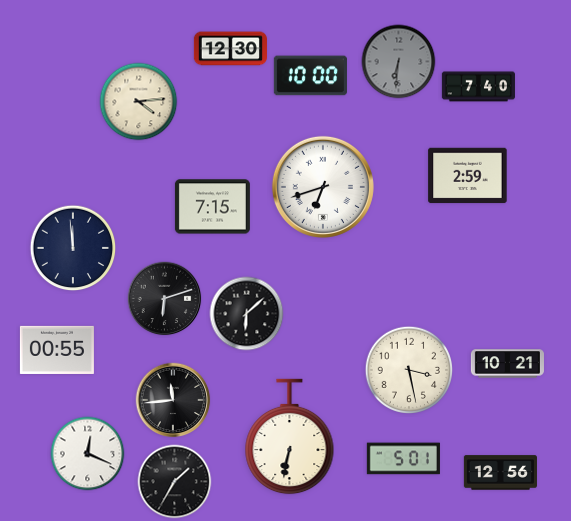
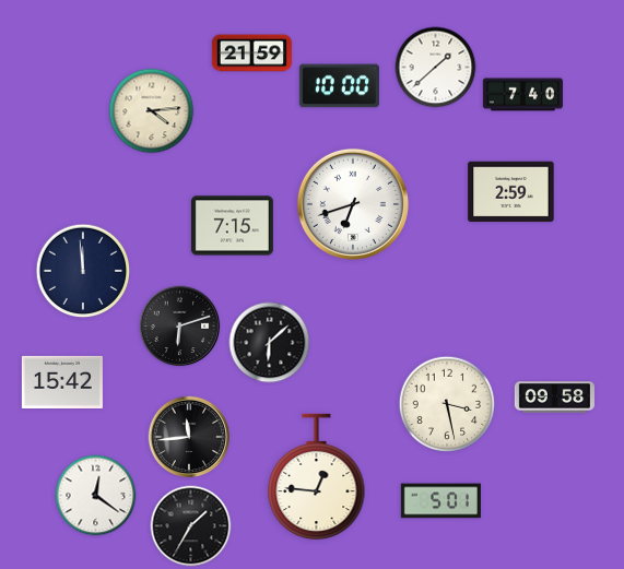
clock at (230, 49): 12:30 -> 21:59
clock at (399, 62): 6:31 -> 1:38
clock at (399, 62) dial: grey -> white
clock at (310, 76) position: (310, 76) -> (339, 86)
clock at (73, 248) position: (73, 248) -> (83, 271)
clock at (57, 350): 00:55 -> 15:42
clock at (507, 364): 10:21 -> 09:58
clock at (290, 437): 6:32 -> 12:46
clock at (88, 454): 12:19 -> 12:21
clock at (500, 473): 12:56 -> none
